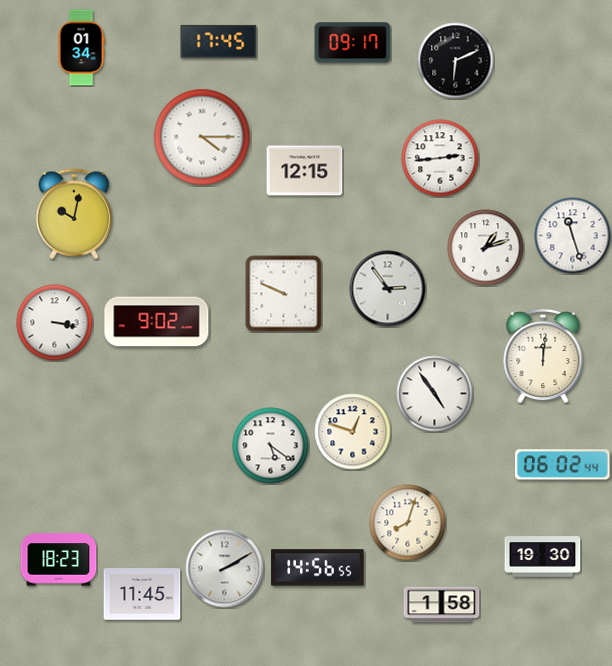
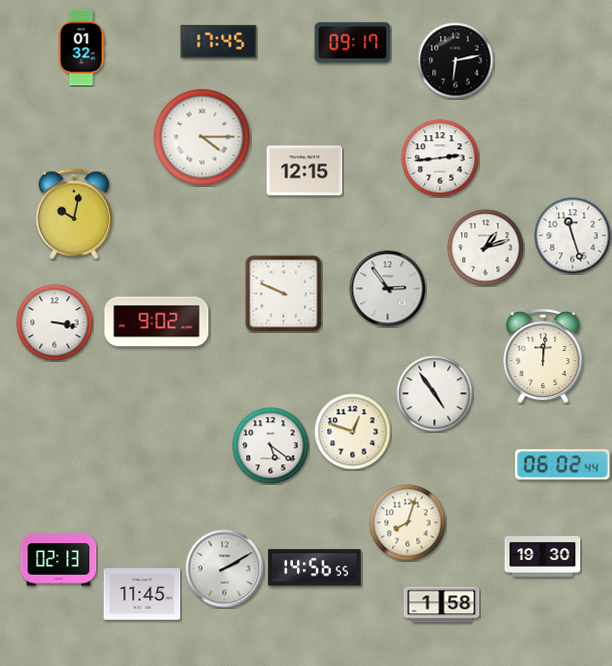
clock at (81, 48): 01:34 -> 01:32
clock at (456, 61): 6:11 -> 6:13
clock at (59, 560): 18:23 -> 02:13
clock at (318, 568) position: (318, 568) -> (315, 568)
